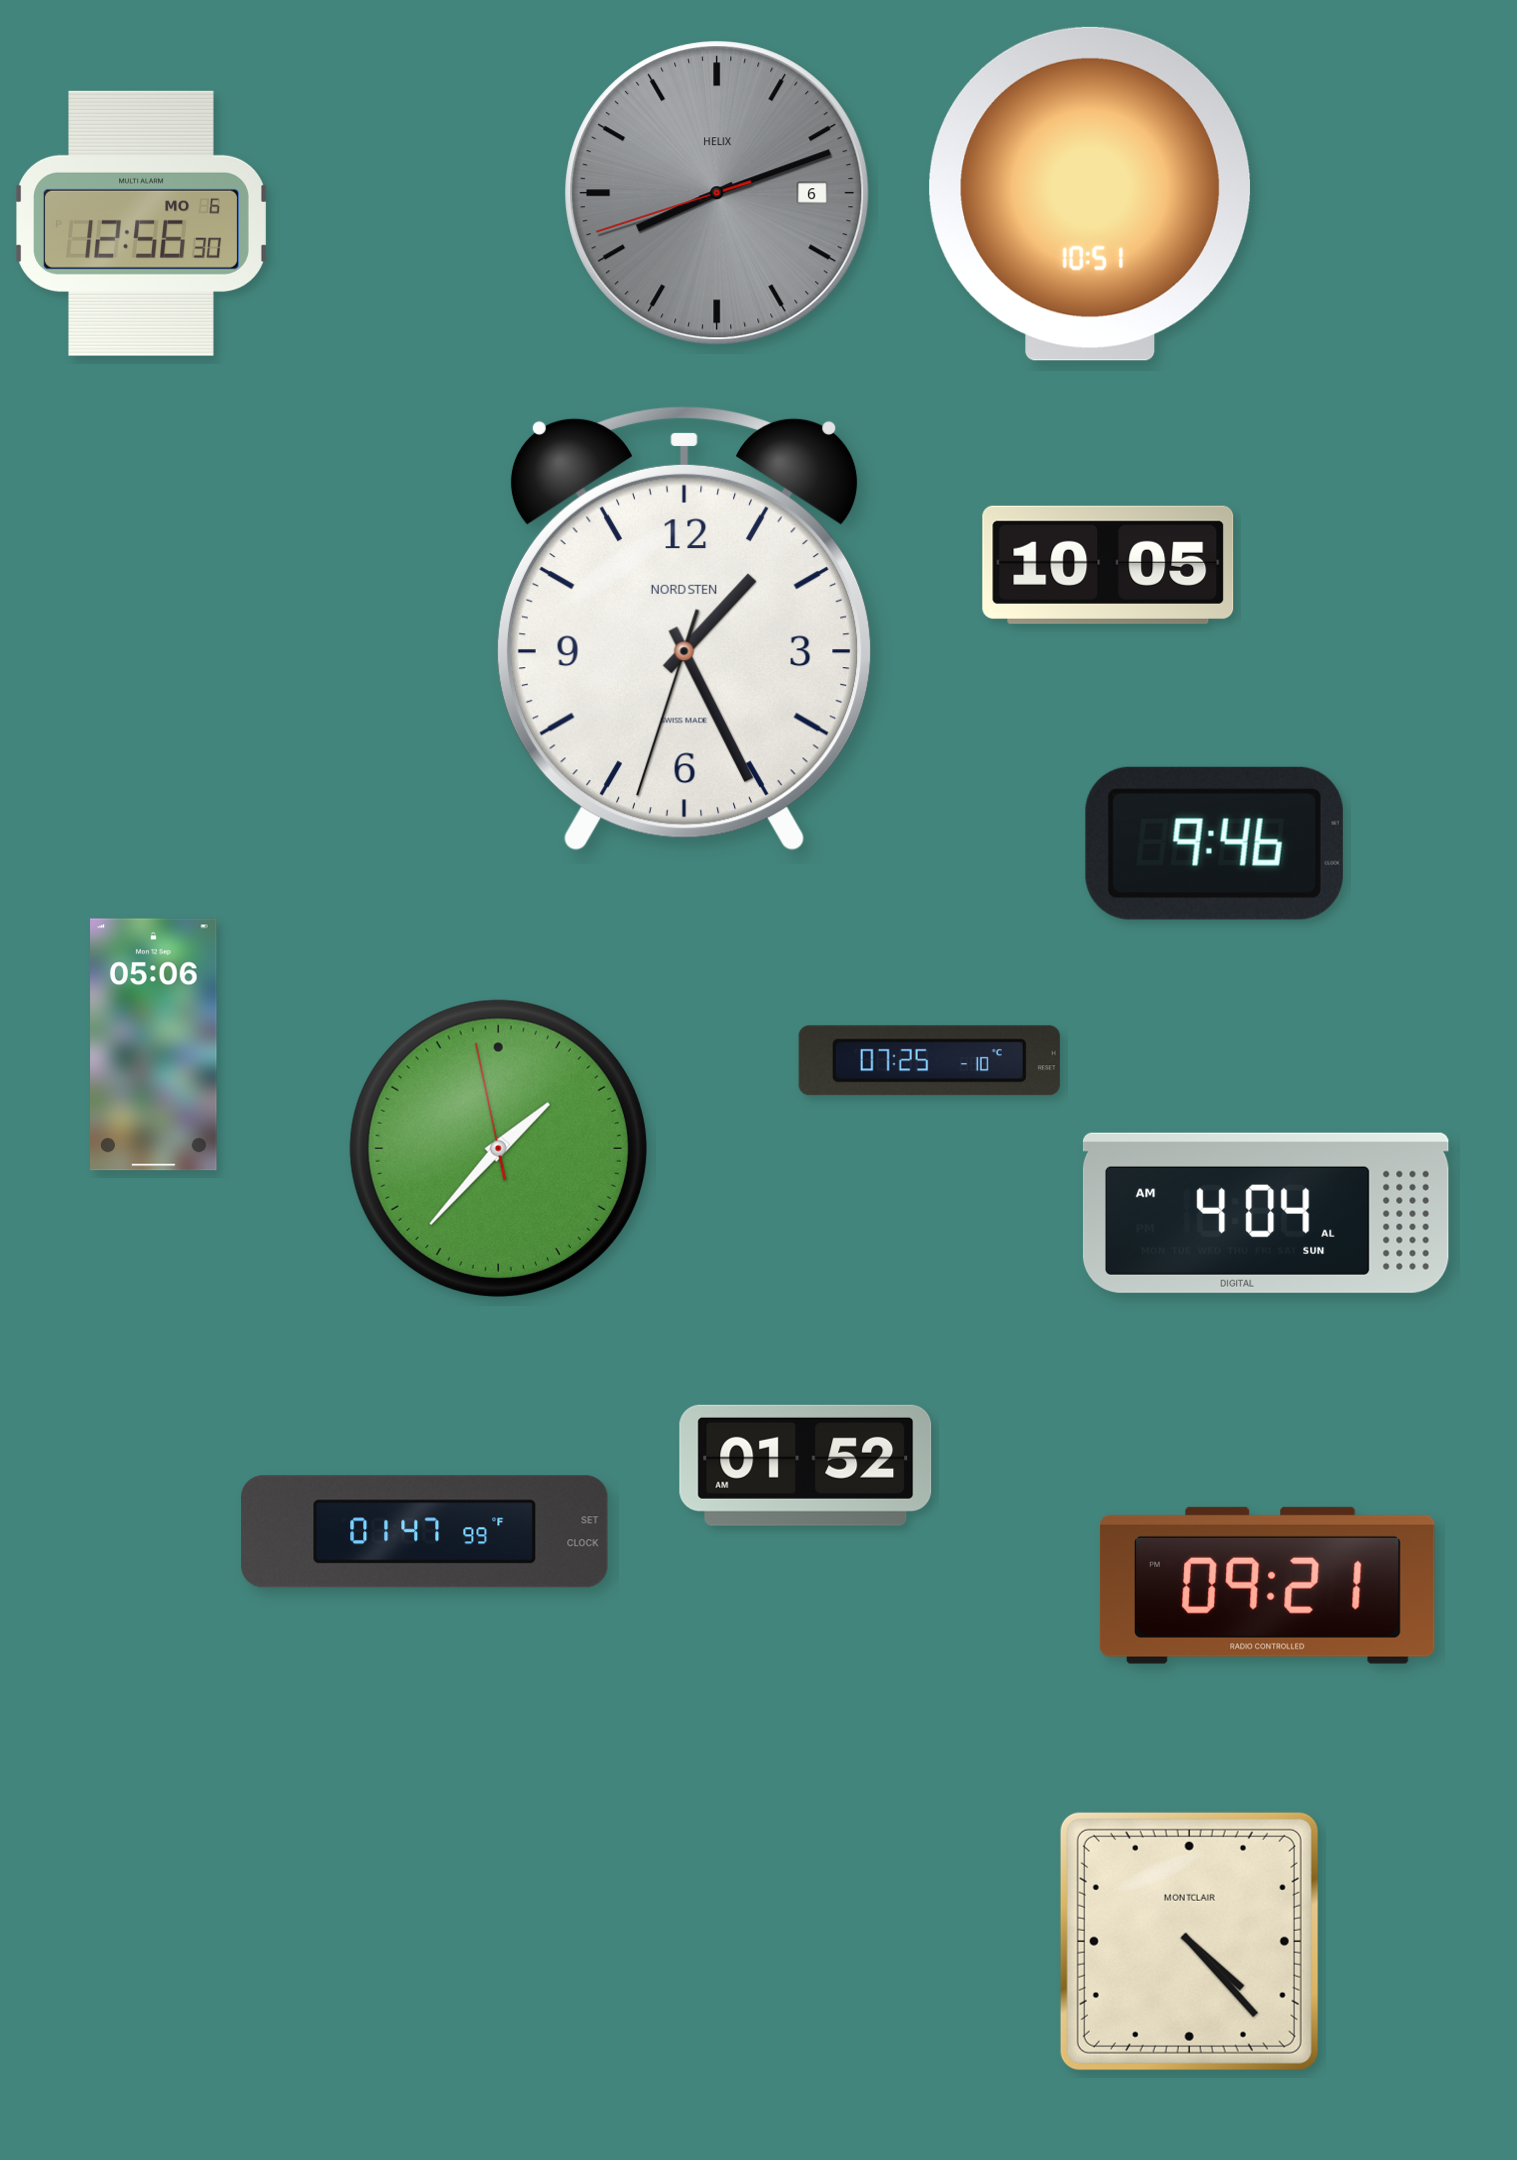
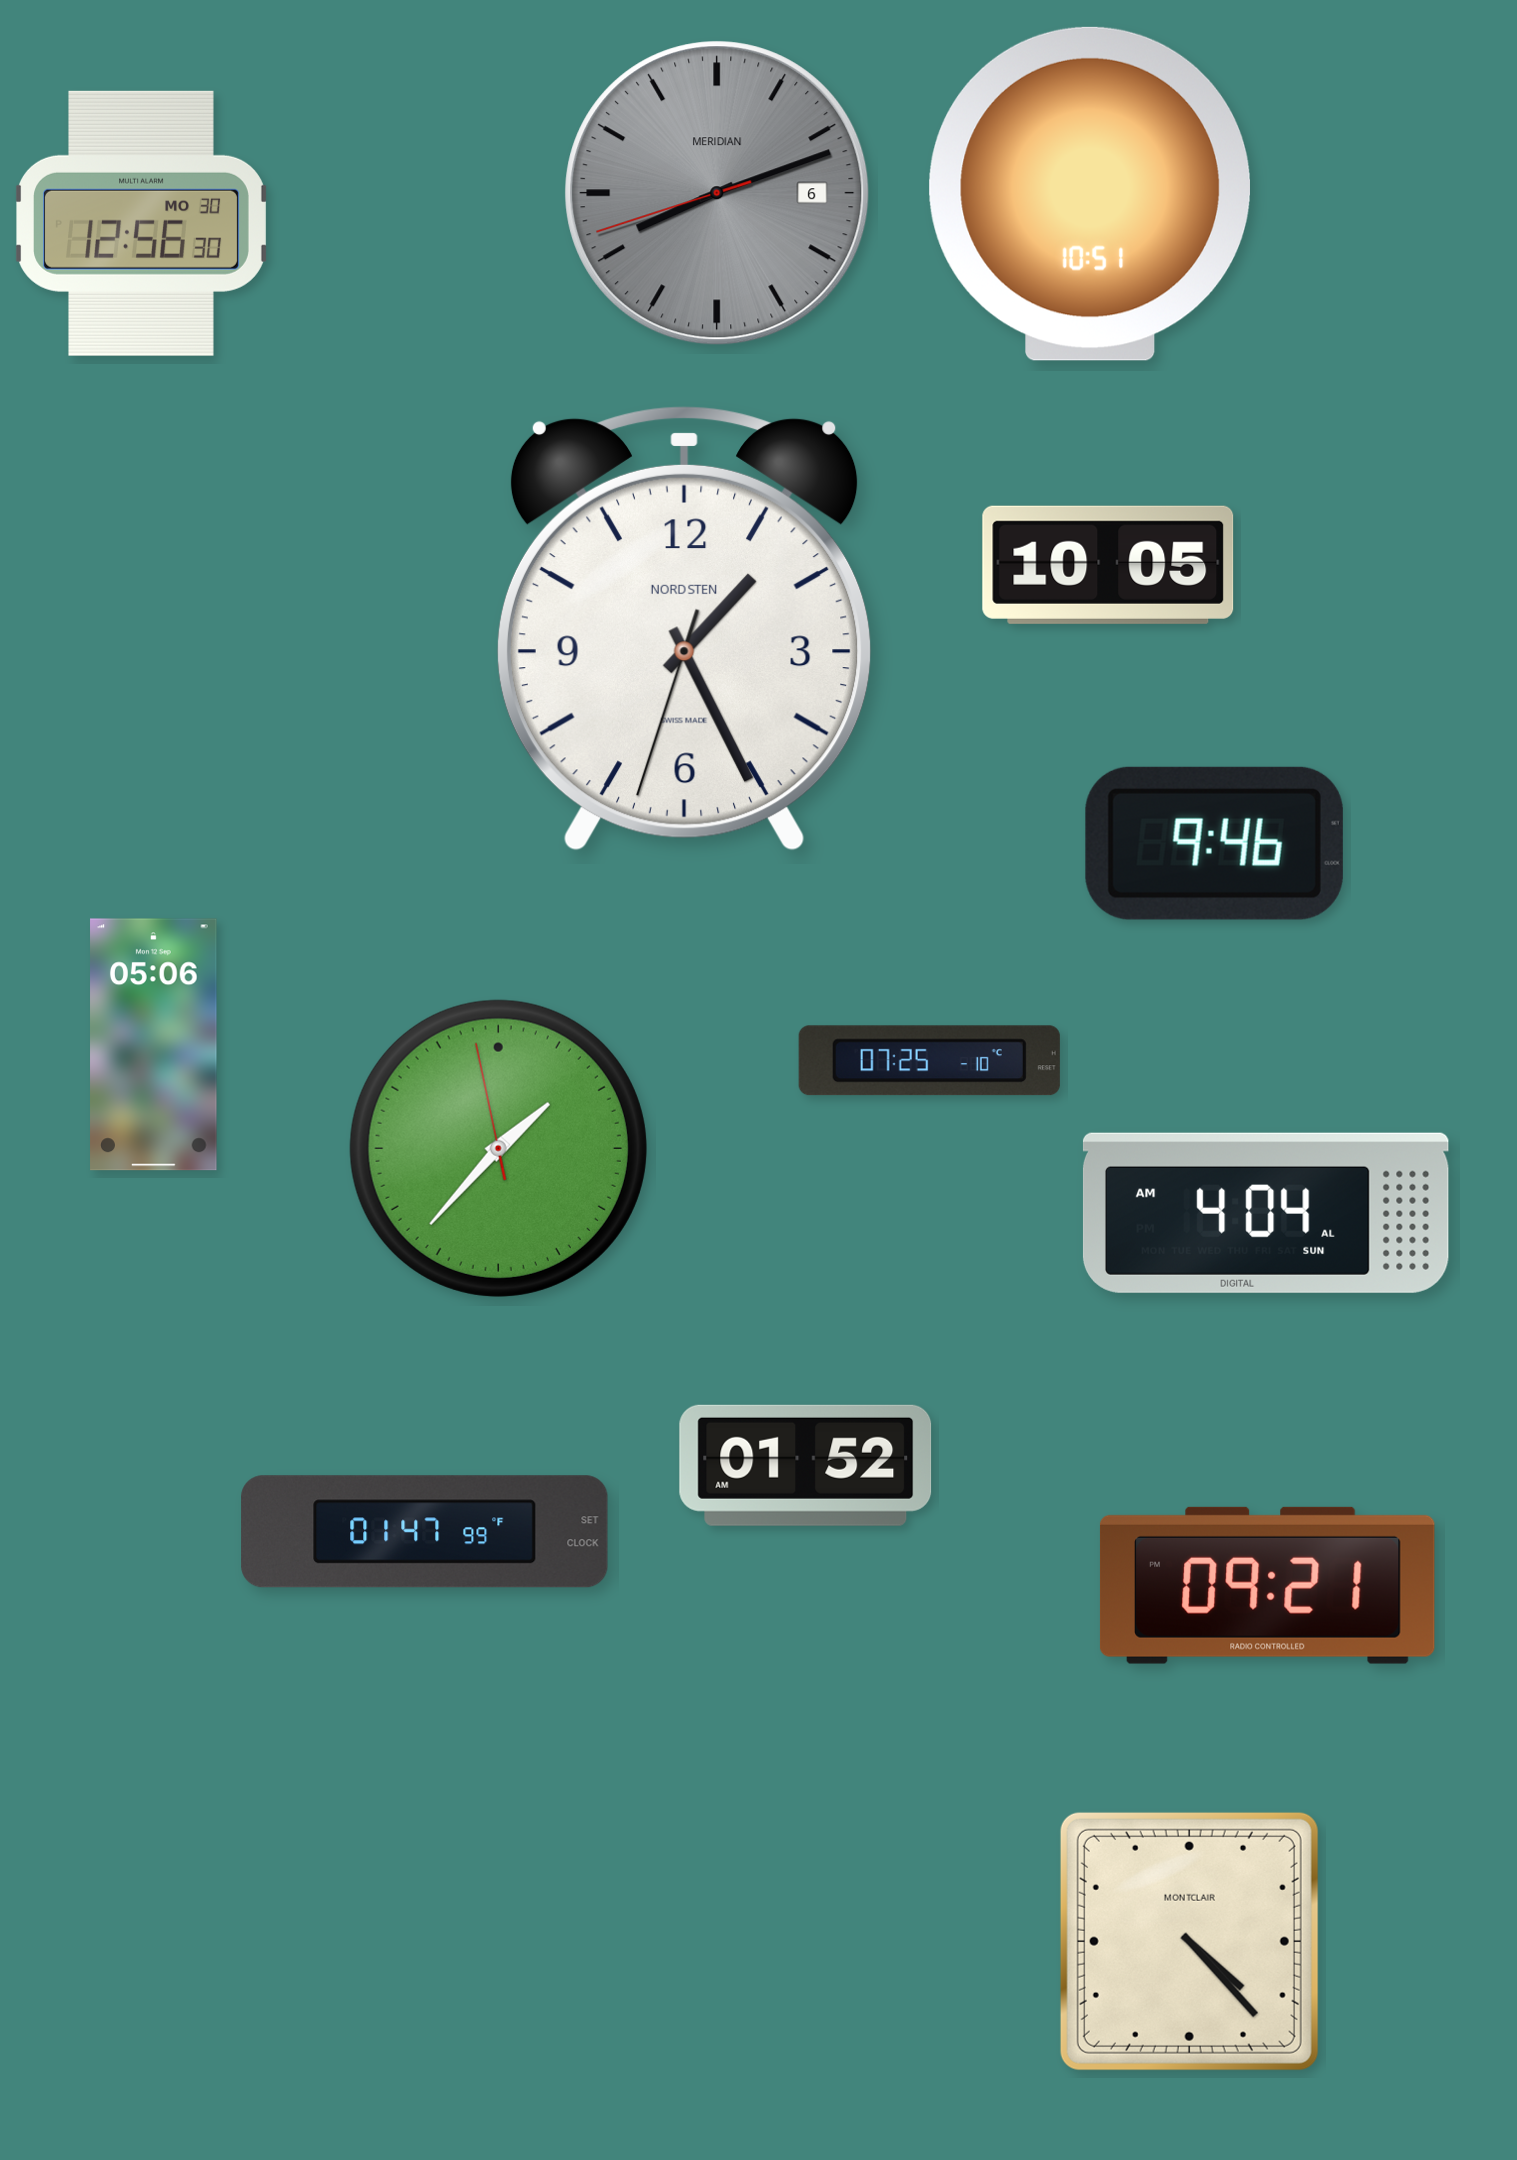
clock at (717, 193) brand: HELIX -> MERIDIAN
clock at (141, 223) date: MO 6 -> MO 30
